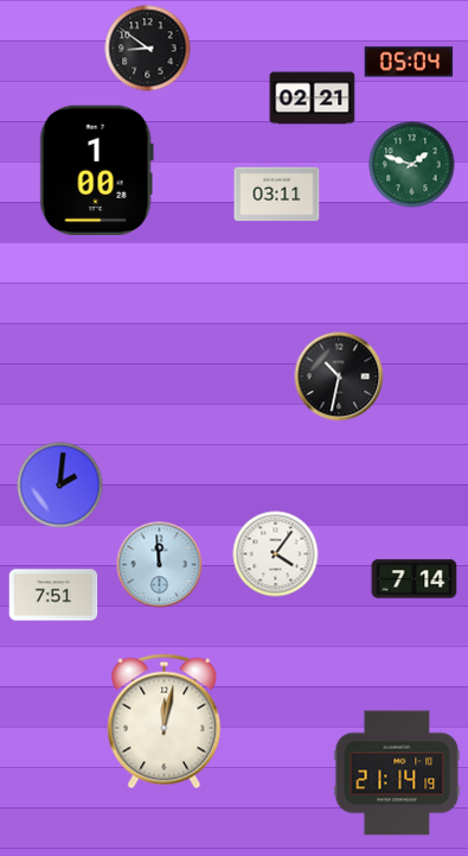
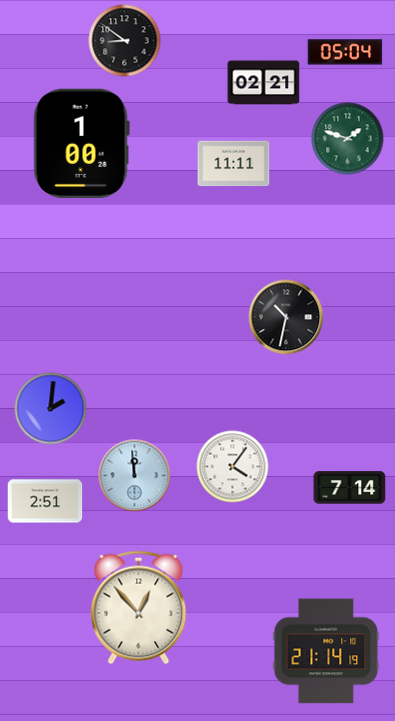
clock at (277, 195): 03:11 -> 11:11
clock at (53, 595): 7:51 -> 2:51
clock at (165, 722): 12:02 -> 12:53
clock at (397, 773) position: (397, 773) -> (326, 651)
